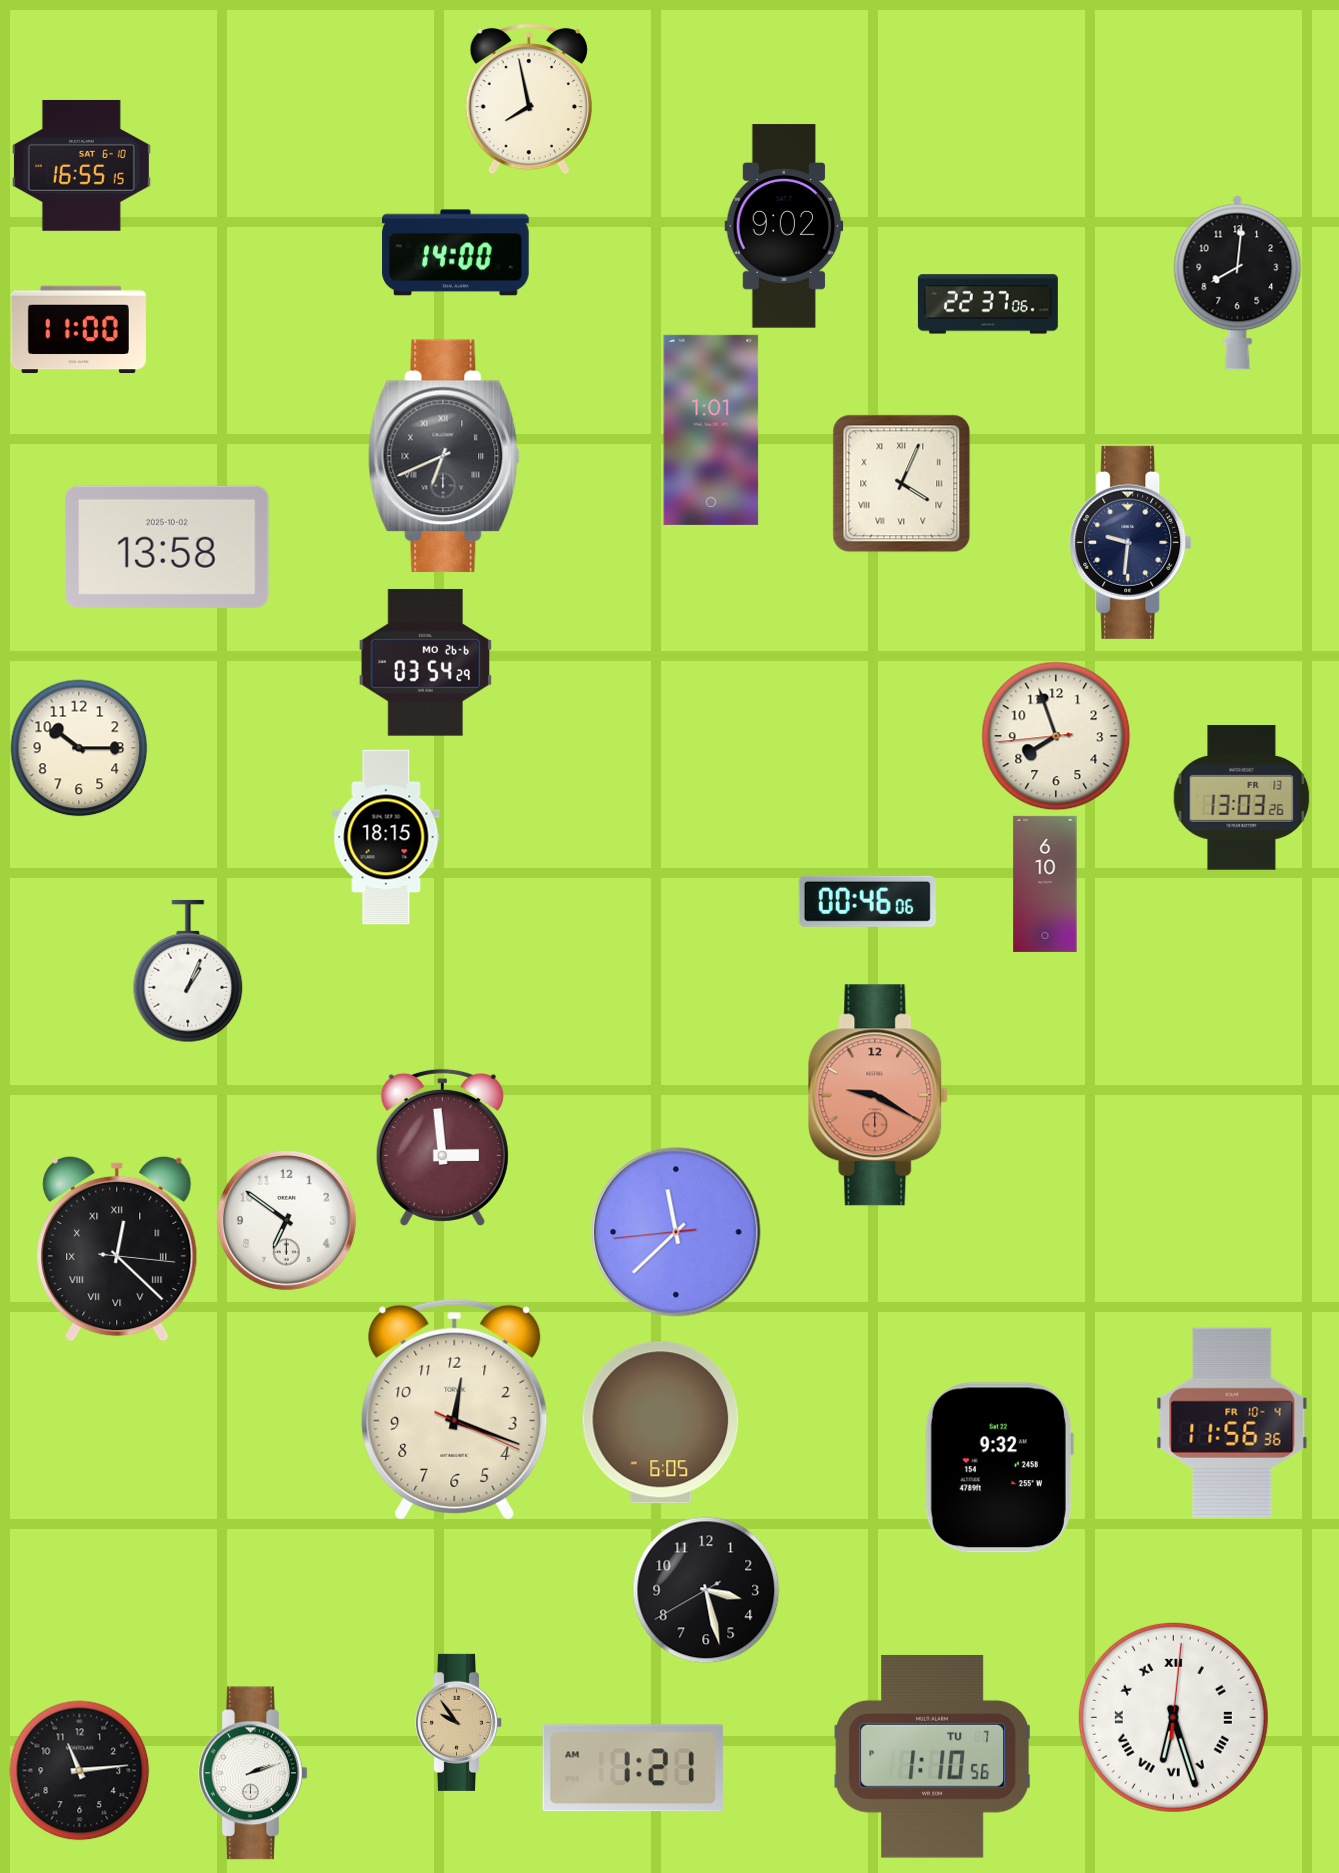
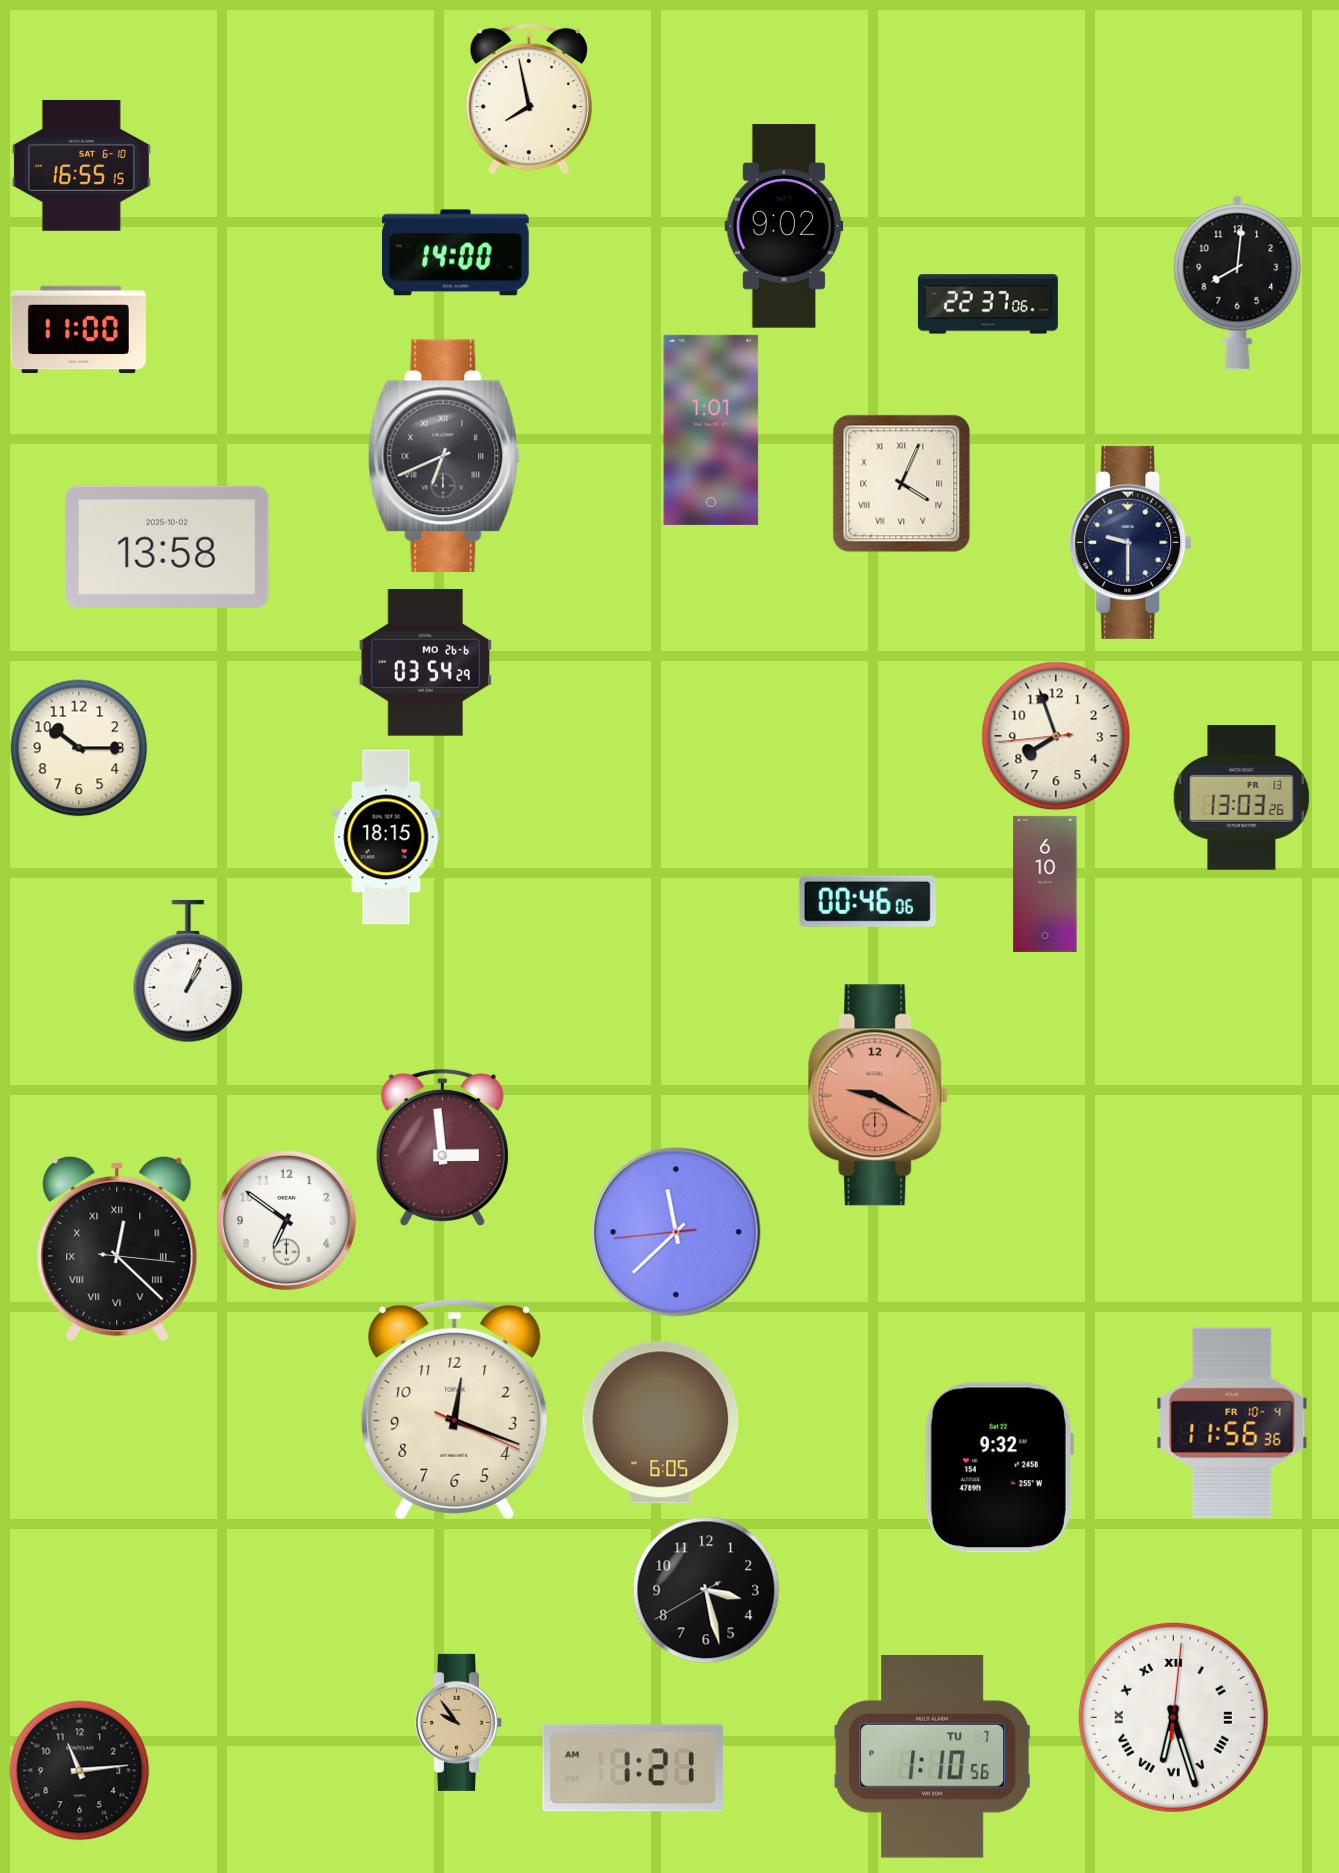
clock at (1131, 542): 9:31 -> 9:30
clock at (253, 1773): 2:12 -> none
